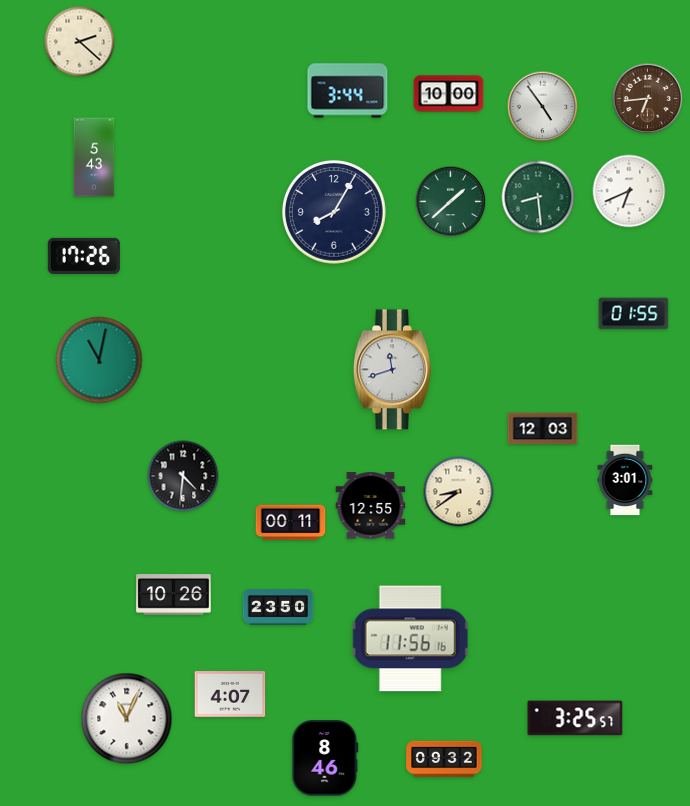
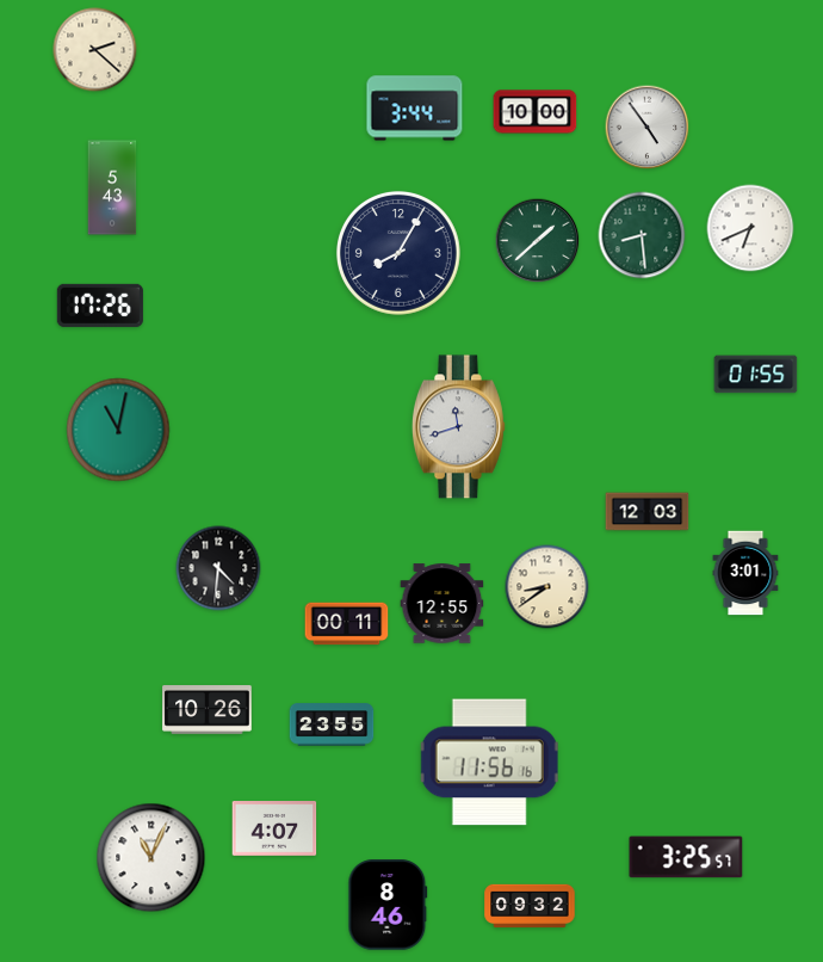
clock at (648, 99): 6:44 -> none
clock at (392, 370) position: (392, 370) -> (458, 427)
clock at (278, 607): 23:50 -> 23:55
